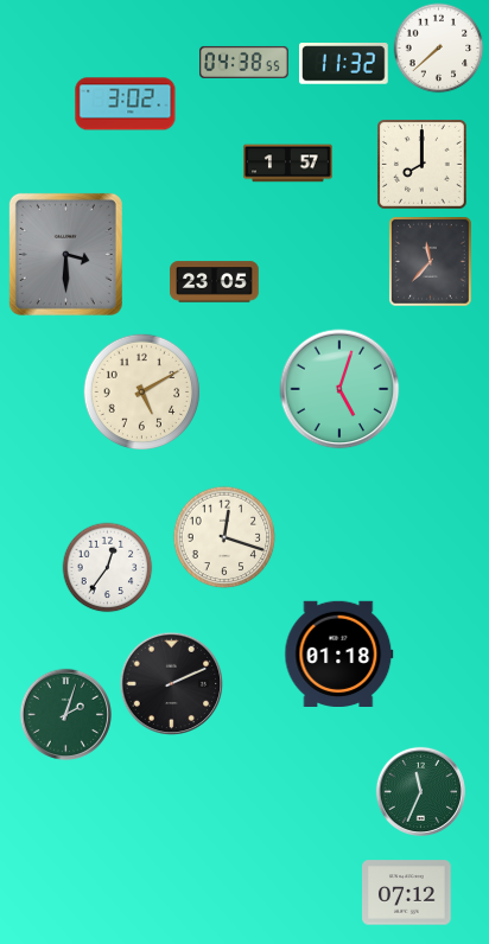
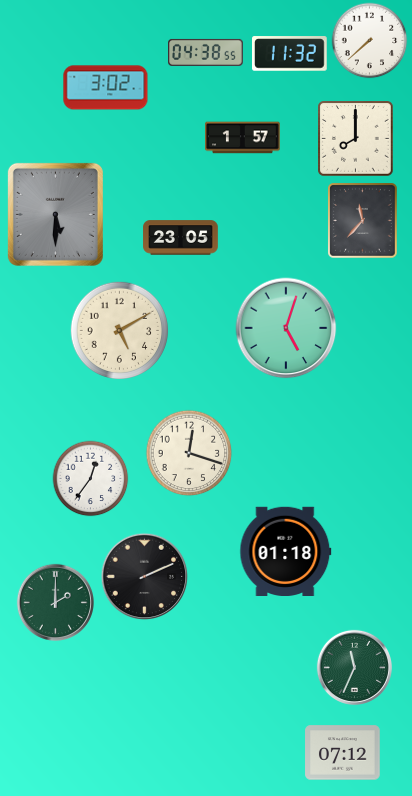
clock at (65, 254): 3:30 -> 5:30
clock at (65, 714): 2:03 -> 2:00
